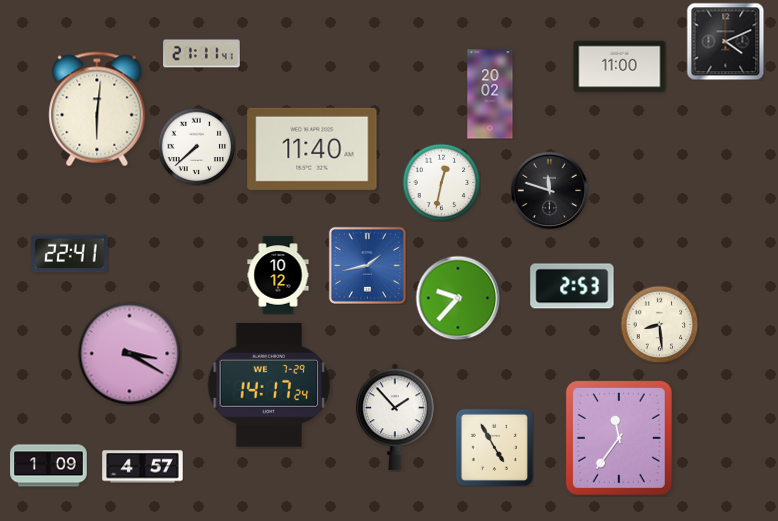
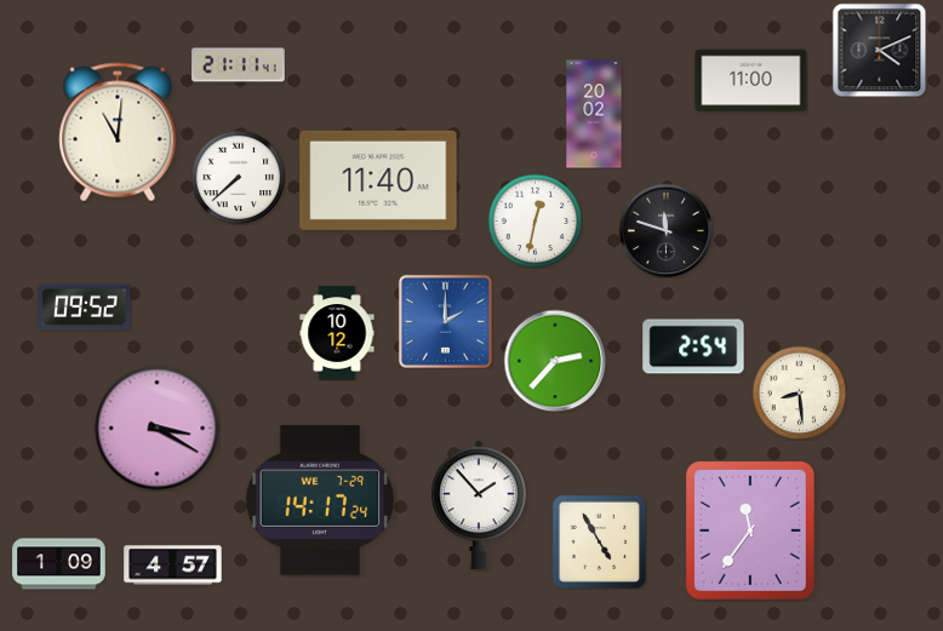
clock at (202, 54) position: (202, 54) -> (239, 65)
clock at (97, 109): 6:01 -> 11:01
clock at (70, 254): 22:41 -> 09:52
clock at (367, 265): 1:43 -> 2:00
clock at (572, 286): 2:53 -> 2:54
clock at (458, 298): 9:37 -> 2:37
clock at (269, 386) position: (269, 386) -> (320, 501)
